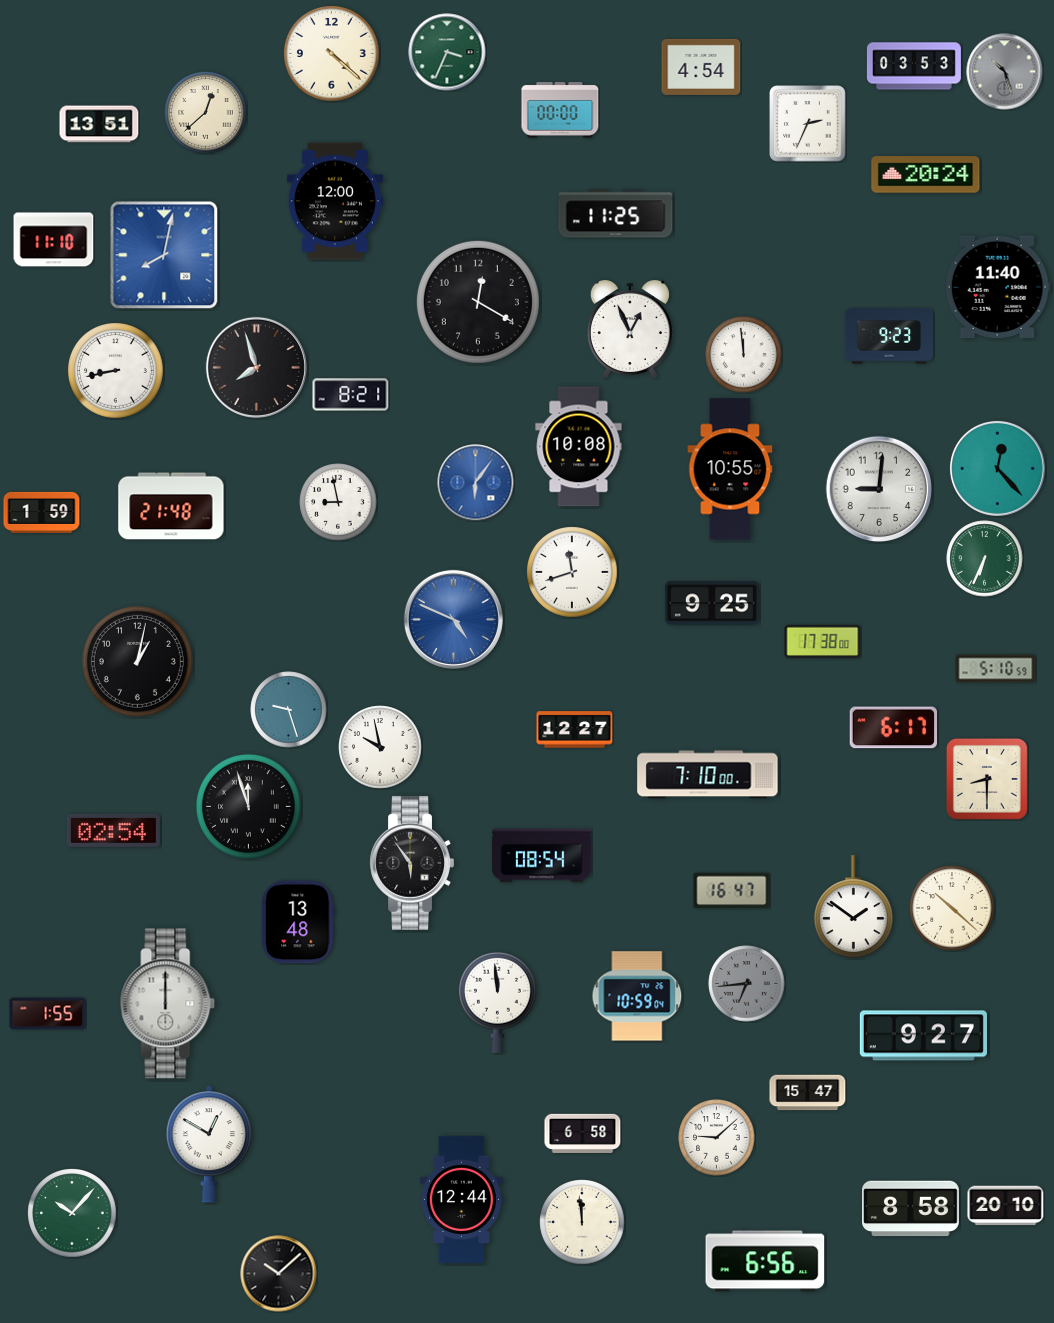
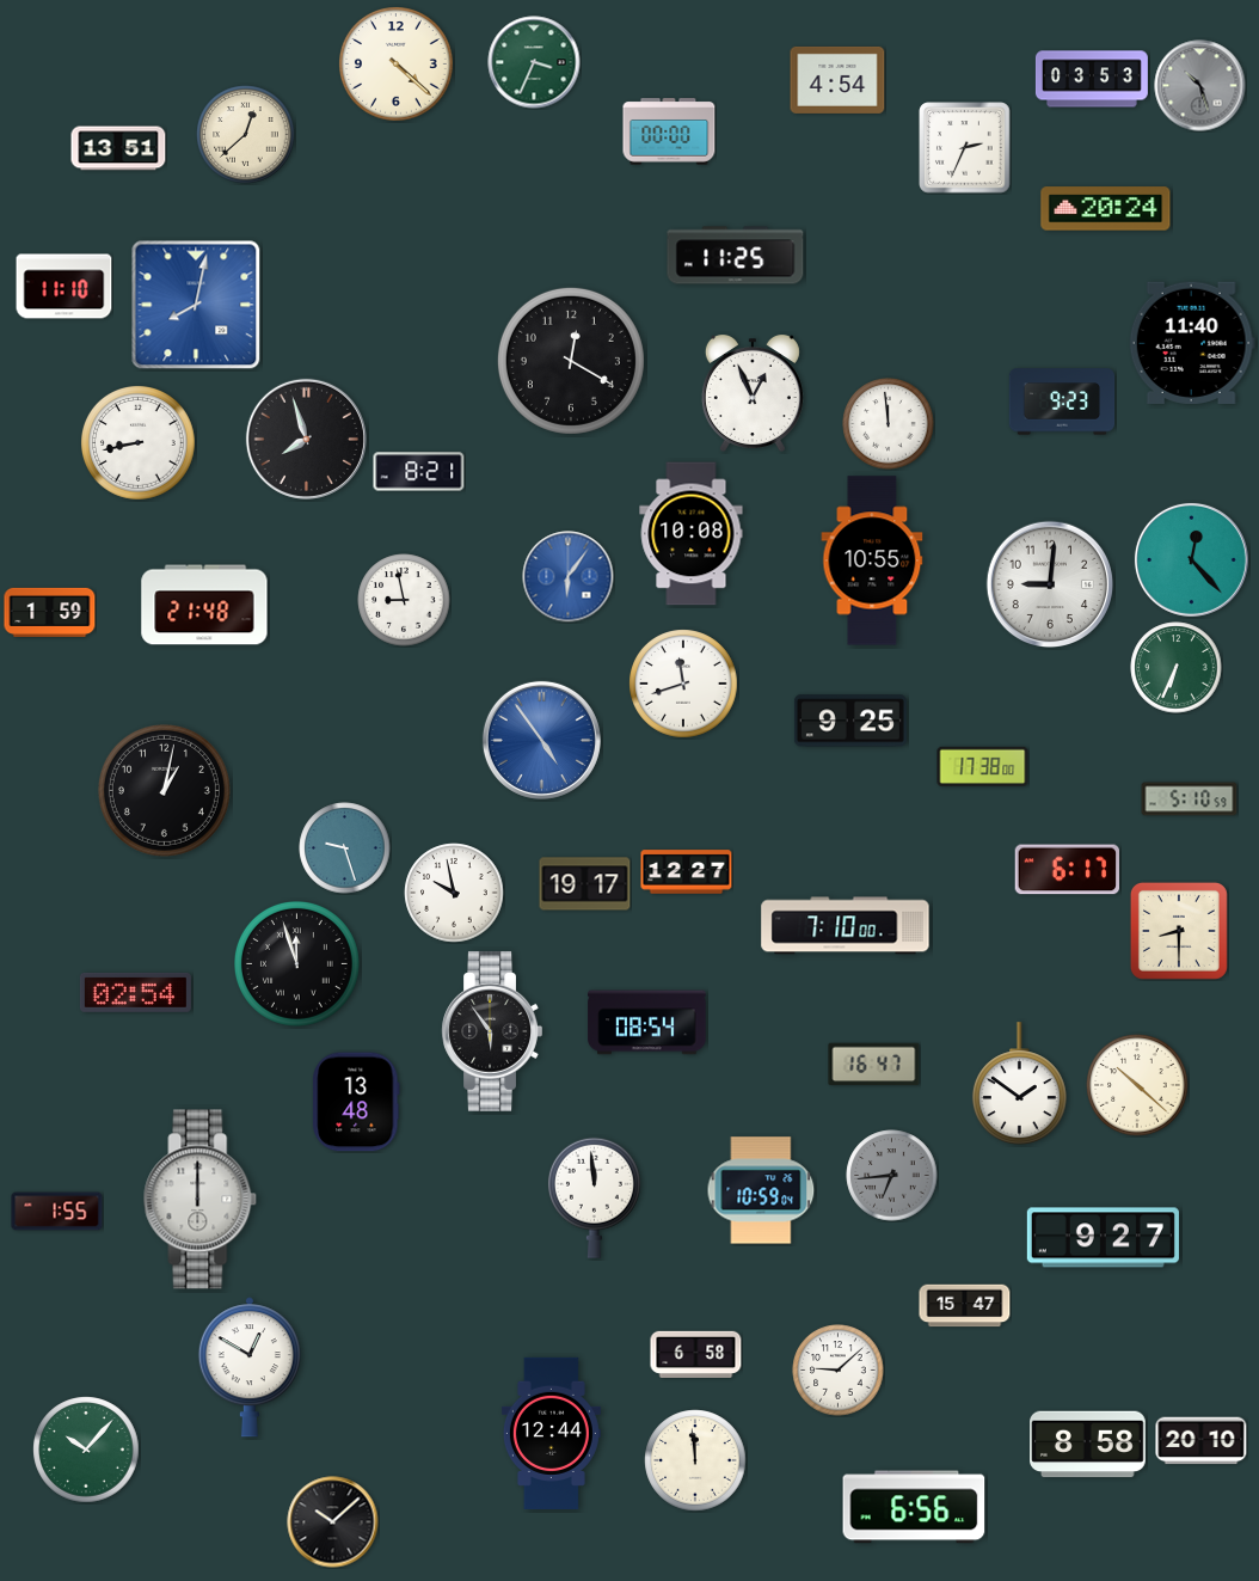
clock at (335, 201): 12:00 -> none
clock at (453, 619): 4:49 -> 4:54
clock at (585, 884): none -> 19:17
clock at (717, 1138) position: (717, 1138) -> (839, 1371)
